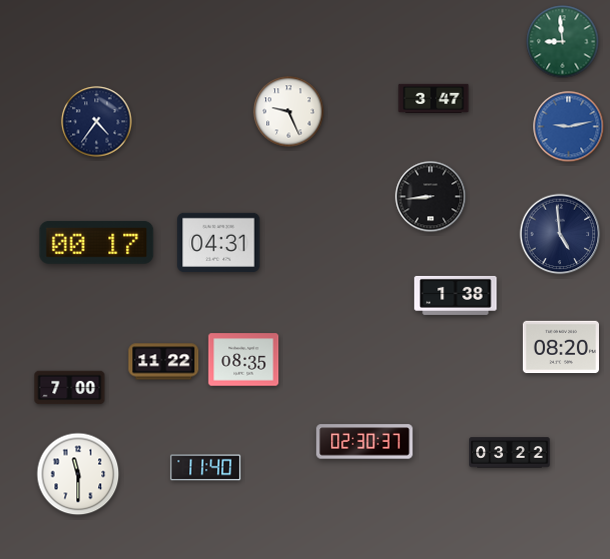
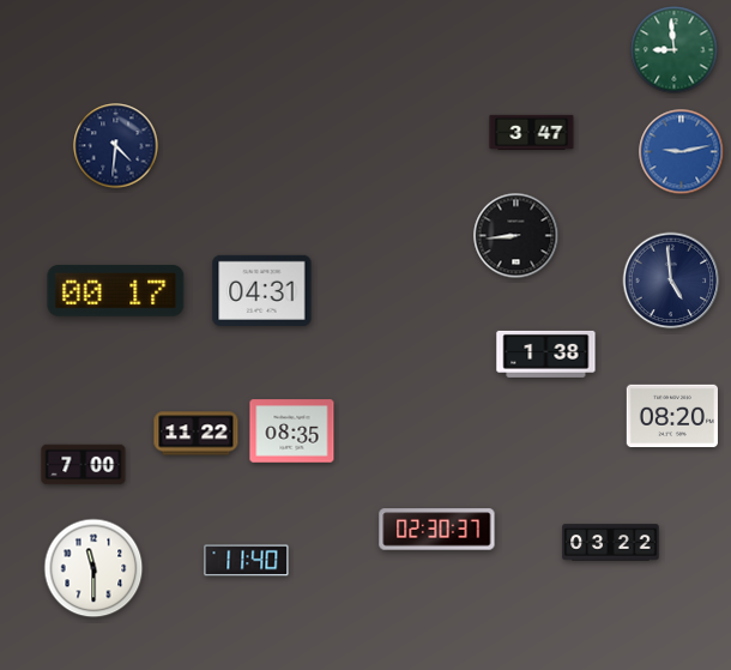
clock at (434, 98) position: (434, 98) -> (532, 132)
clock at (289, 112): 9:26 -> none
clock at (97, 122): 4:36 -> 4:31
